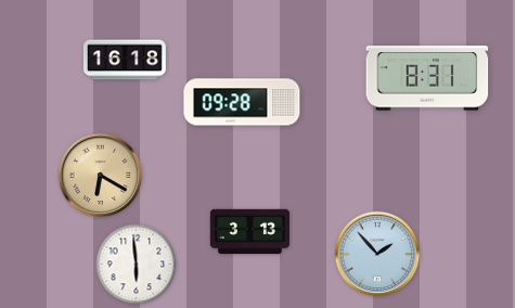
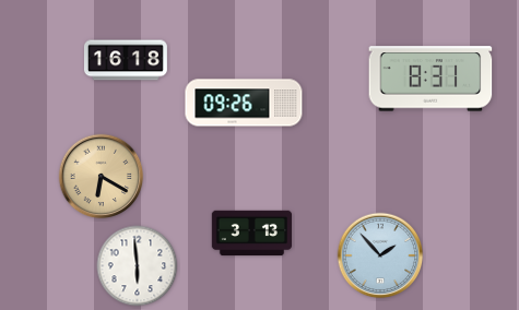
clock at (242, 102): 09:28 -> 09:26
